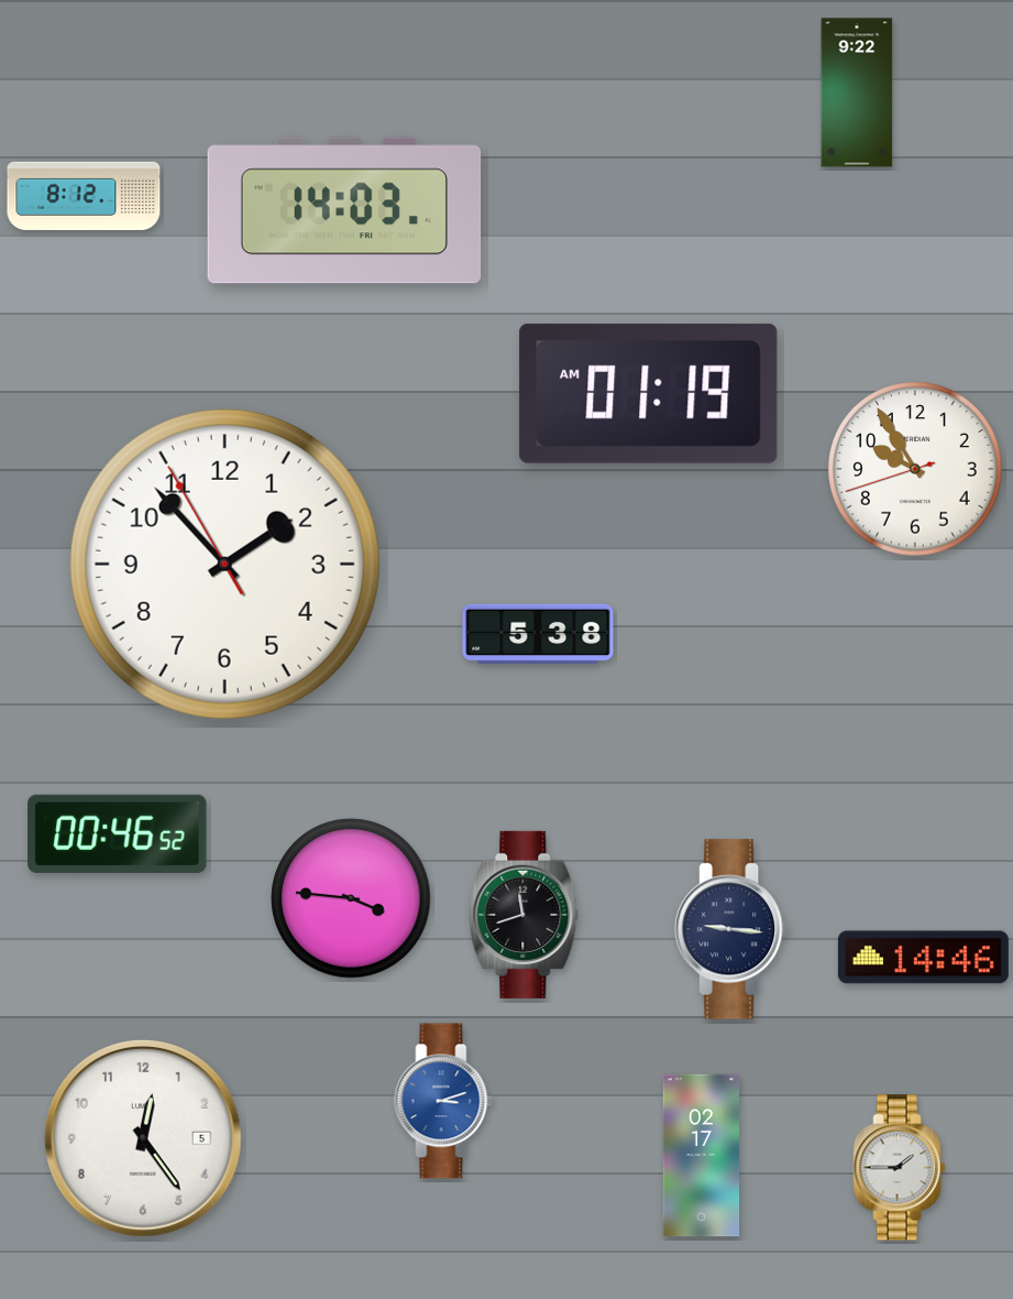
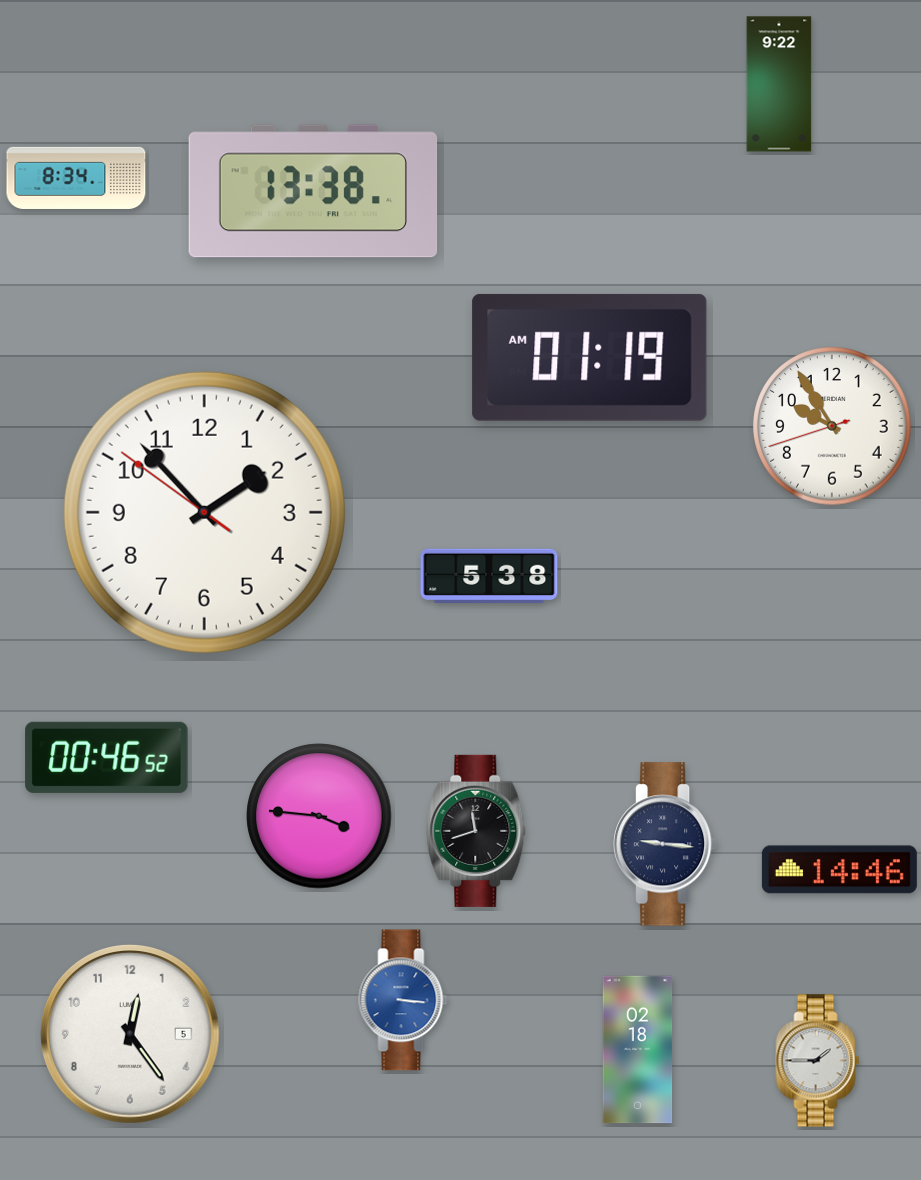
clock at (84, 196): 8:12 -> 8:34
clock at (344, 210): 14:03 -> 13:38
clock at (224, 564): 1:52:55 -> 1:52:51
clock at (443, 1101): 3:12 -> 3:16
clock at (702, 1156): 02:17 -> 02:18
